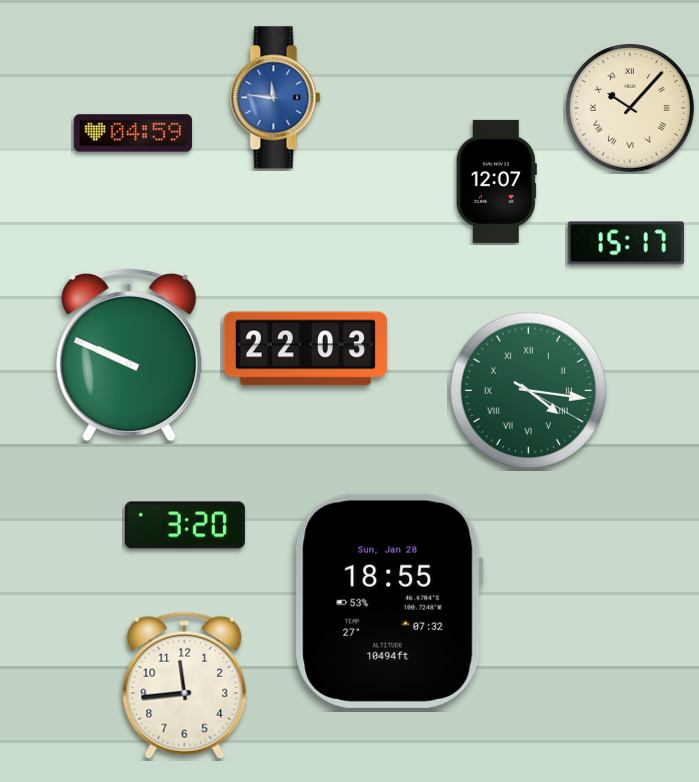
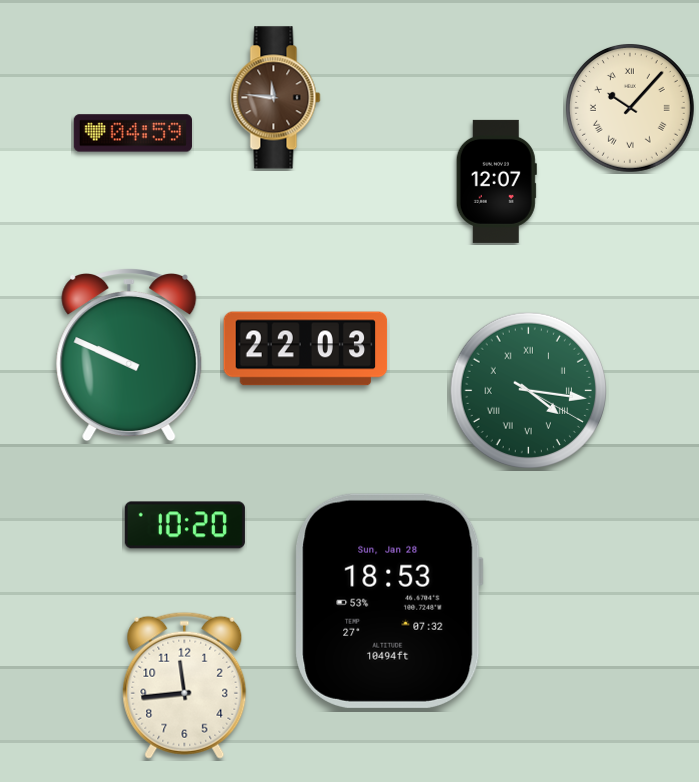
clock at (276, 98) dial: blue -> brown
clock at (625, 243): 15:17 -> none
clock at (185, 525): 3:20 -> 10:20
clock at (389, 601): 18:55 -> 18:53
